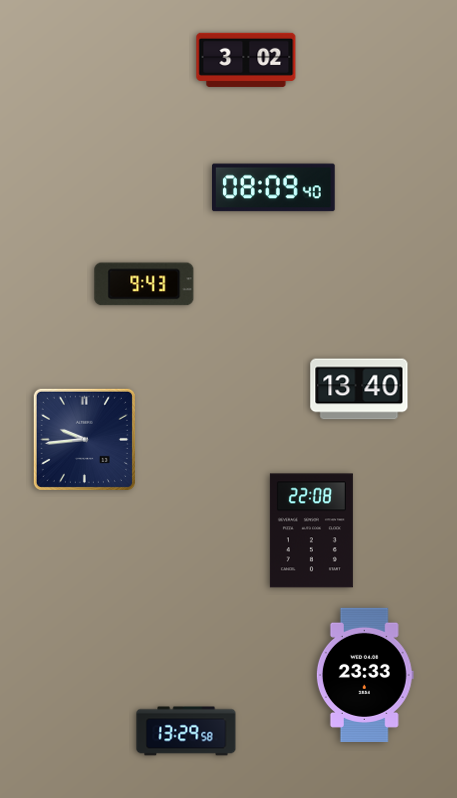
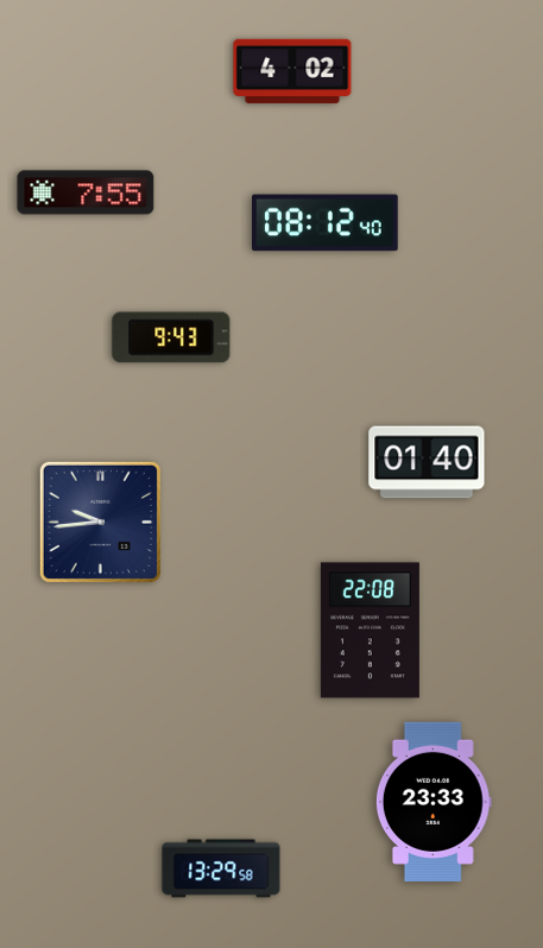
clock at (246, 60): 3:02 -> 4:02
clock at (86, 192): none -> 7:55
clock at (274, 188): 08:09 -> 08:12
clock at (359, 389): 13:40 -> 01:40
